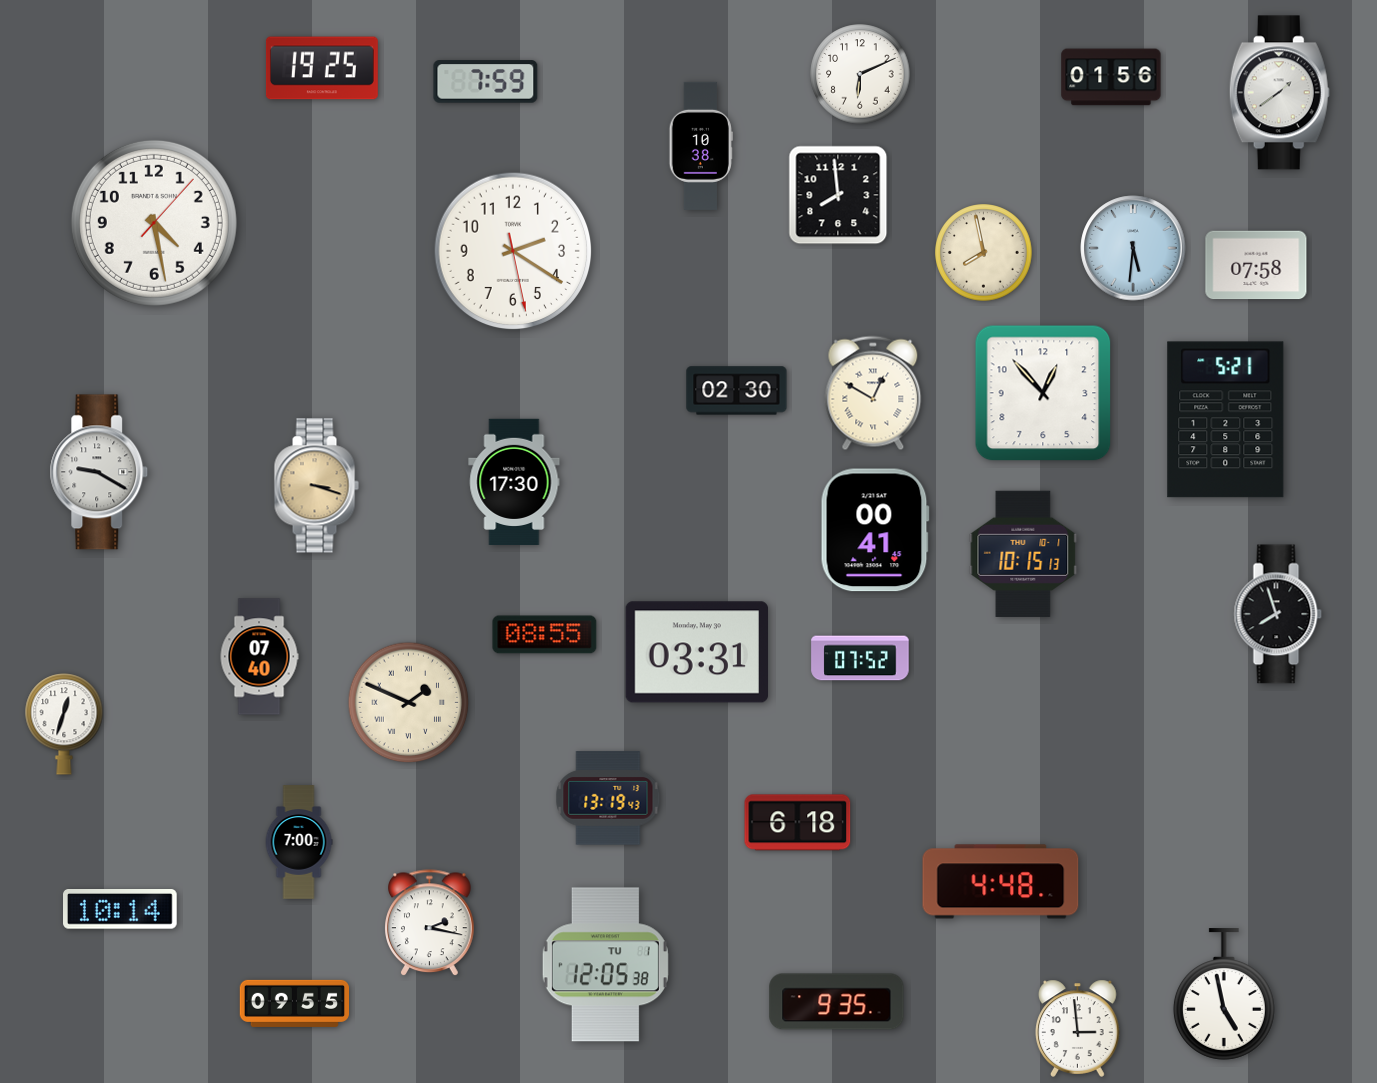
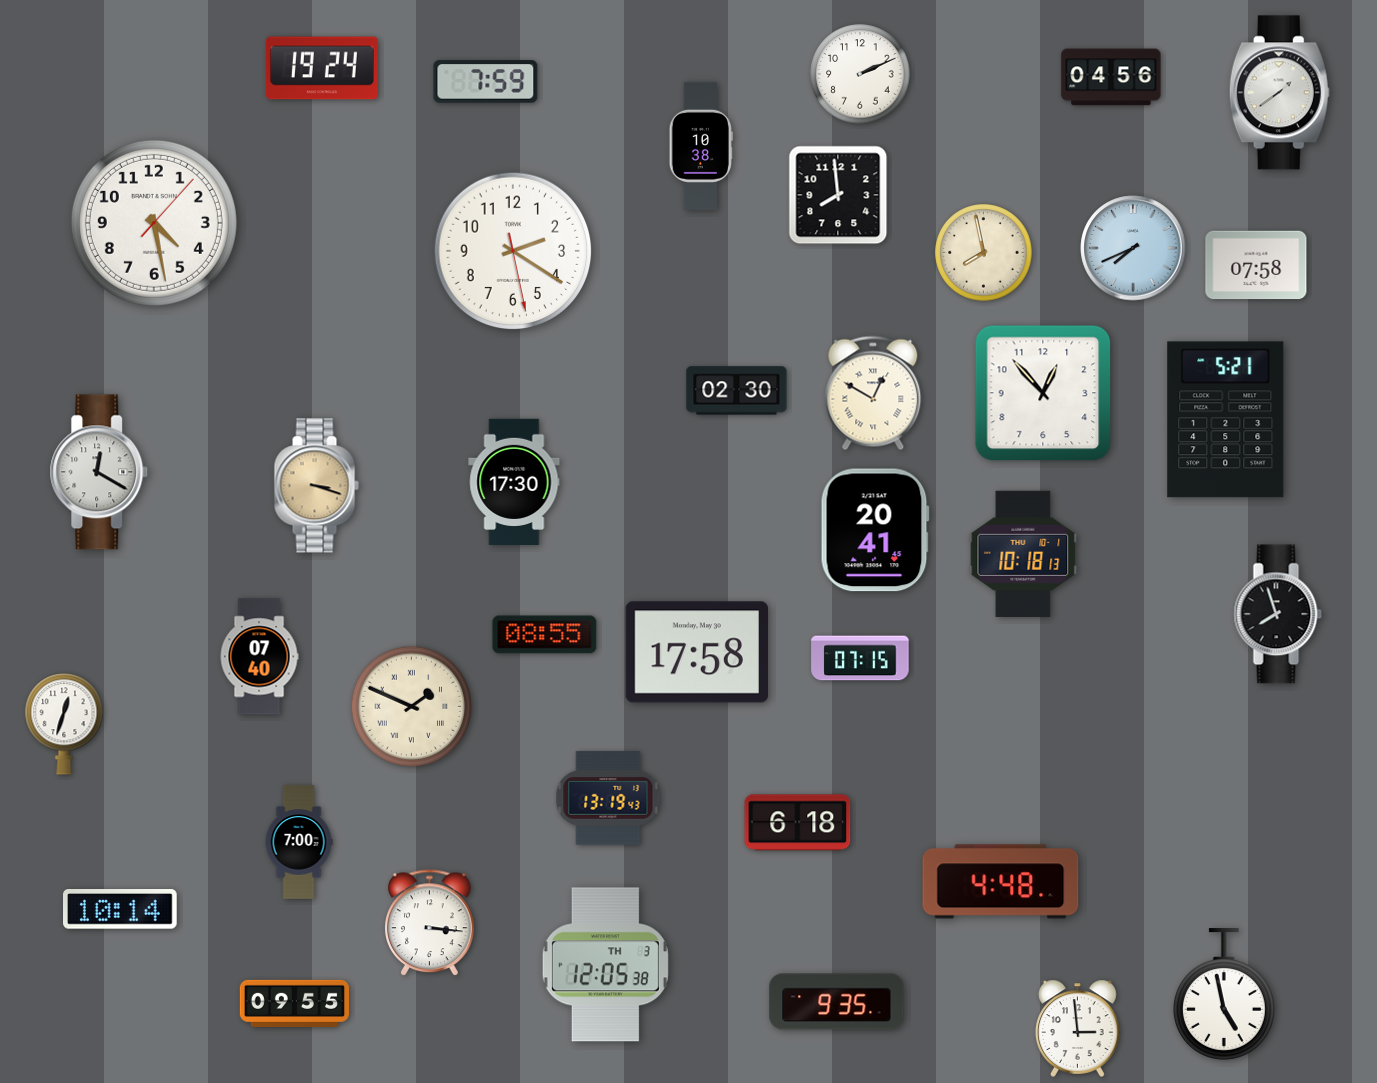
clock at (322, 68): 19:25 -> 19:24
clock at (860, 74): 6:11 -> 2:11
clock at (1111, 77): 01:56 -> 04:56
clock at (1133, 248): 5:31 -> 7:41
clock at (99, 472): 9:20 -> 12:20
clock at (875, 530): 00:41 -> 20:41
clock at (1023, 554): 10:15 -> 10:18
clock at (696, 652): 03:31 -> 17:58
clock at (860, 658): 07:52 -> 07:15
clock at (409, 703) position: (409, 703) -> (412, 707)
clock at (430, 923): 2:17 -> 3:16
clock at (605, 965) date: TU 1 -> TH 3
